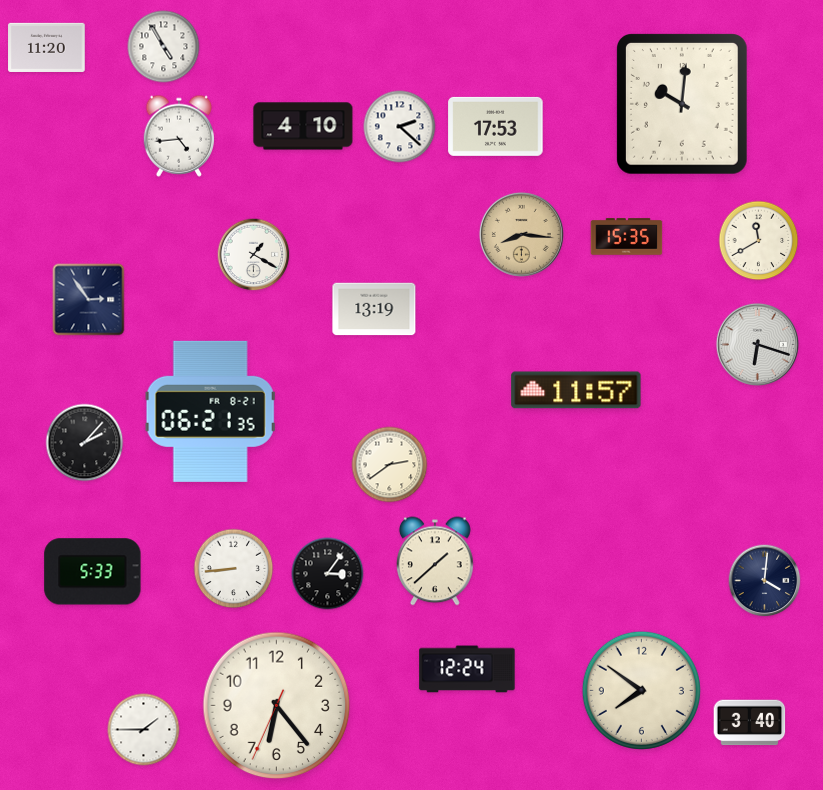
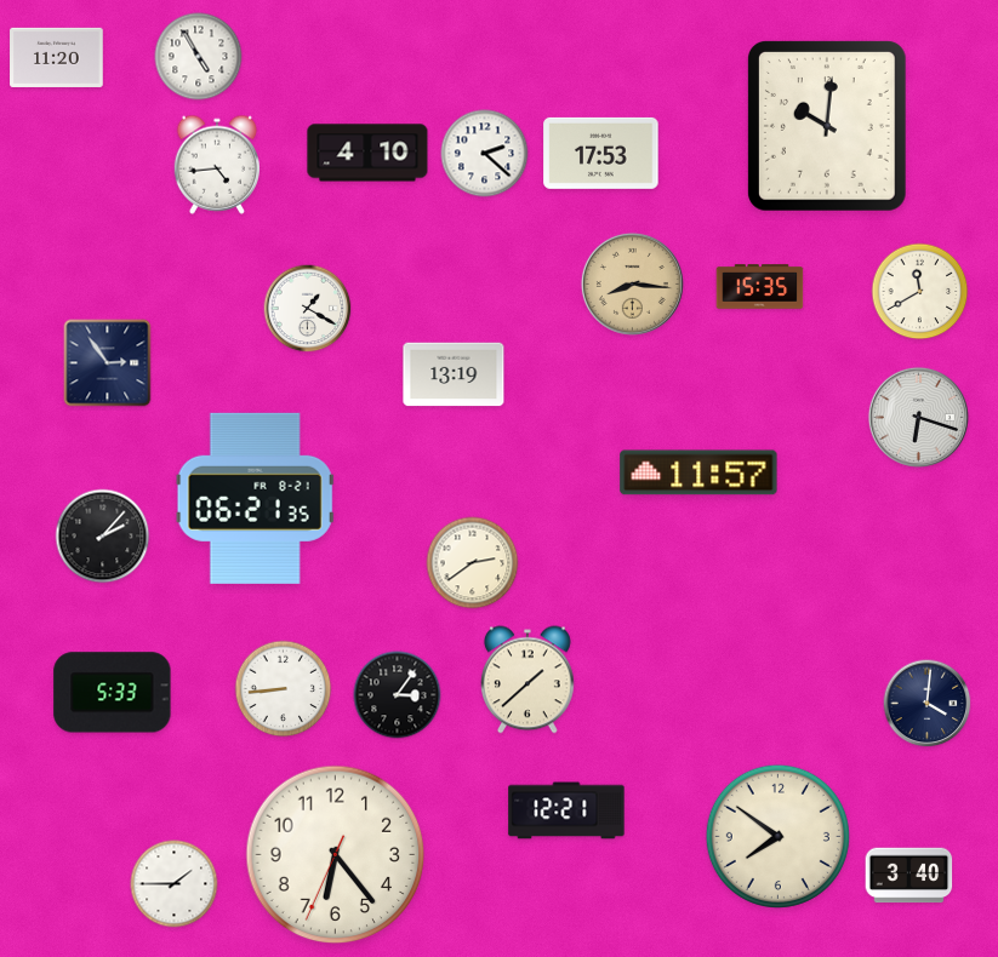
clock at (467, 669): 12:24 -> 12:21
